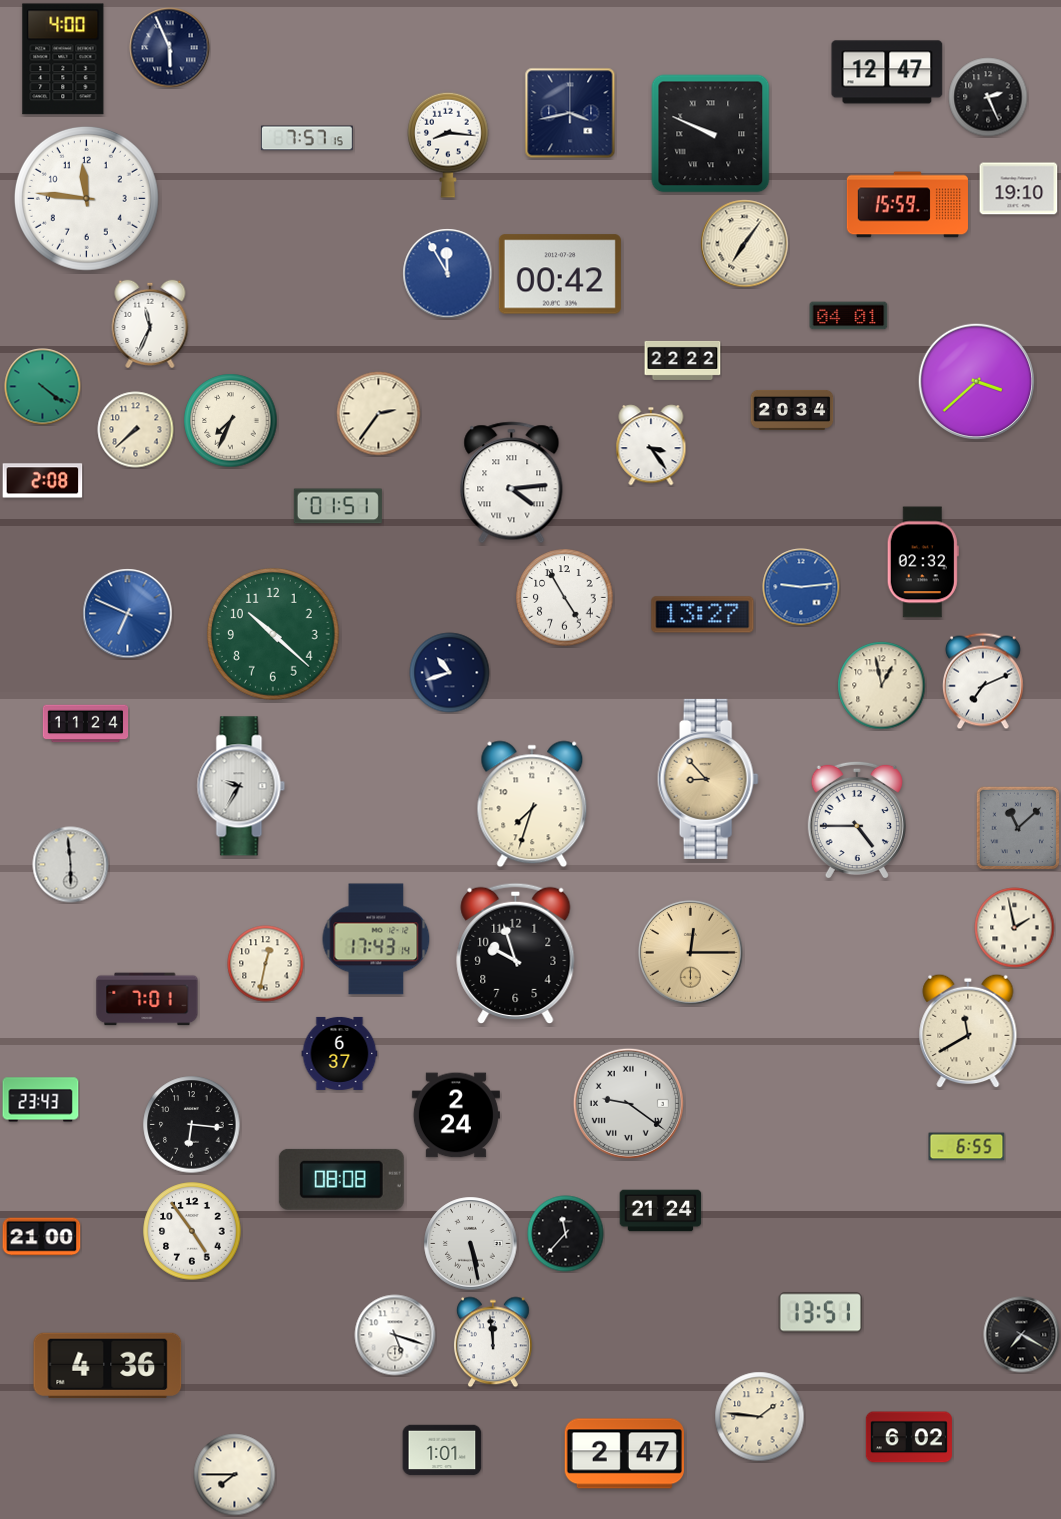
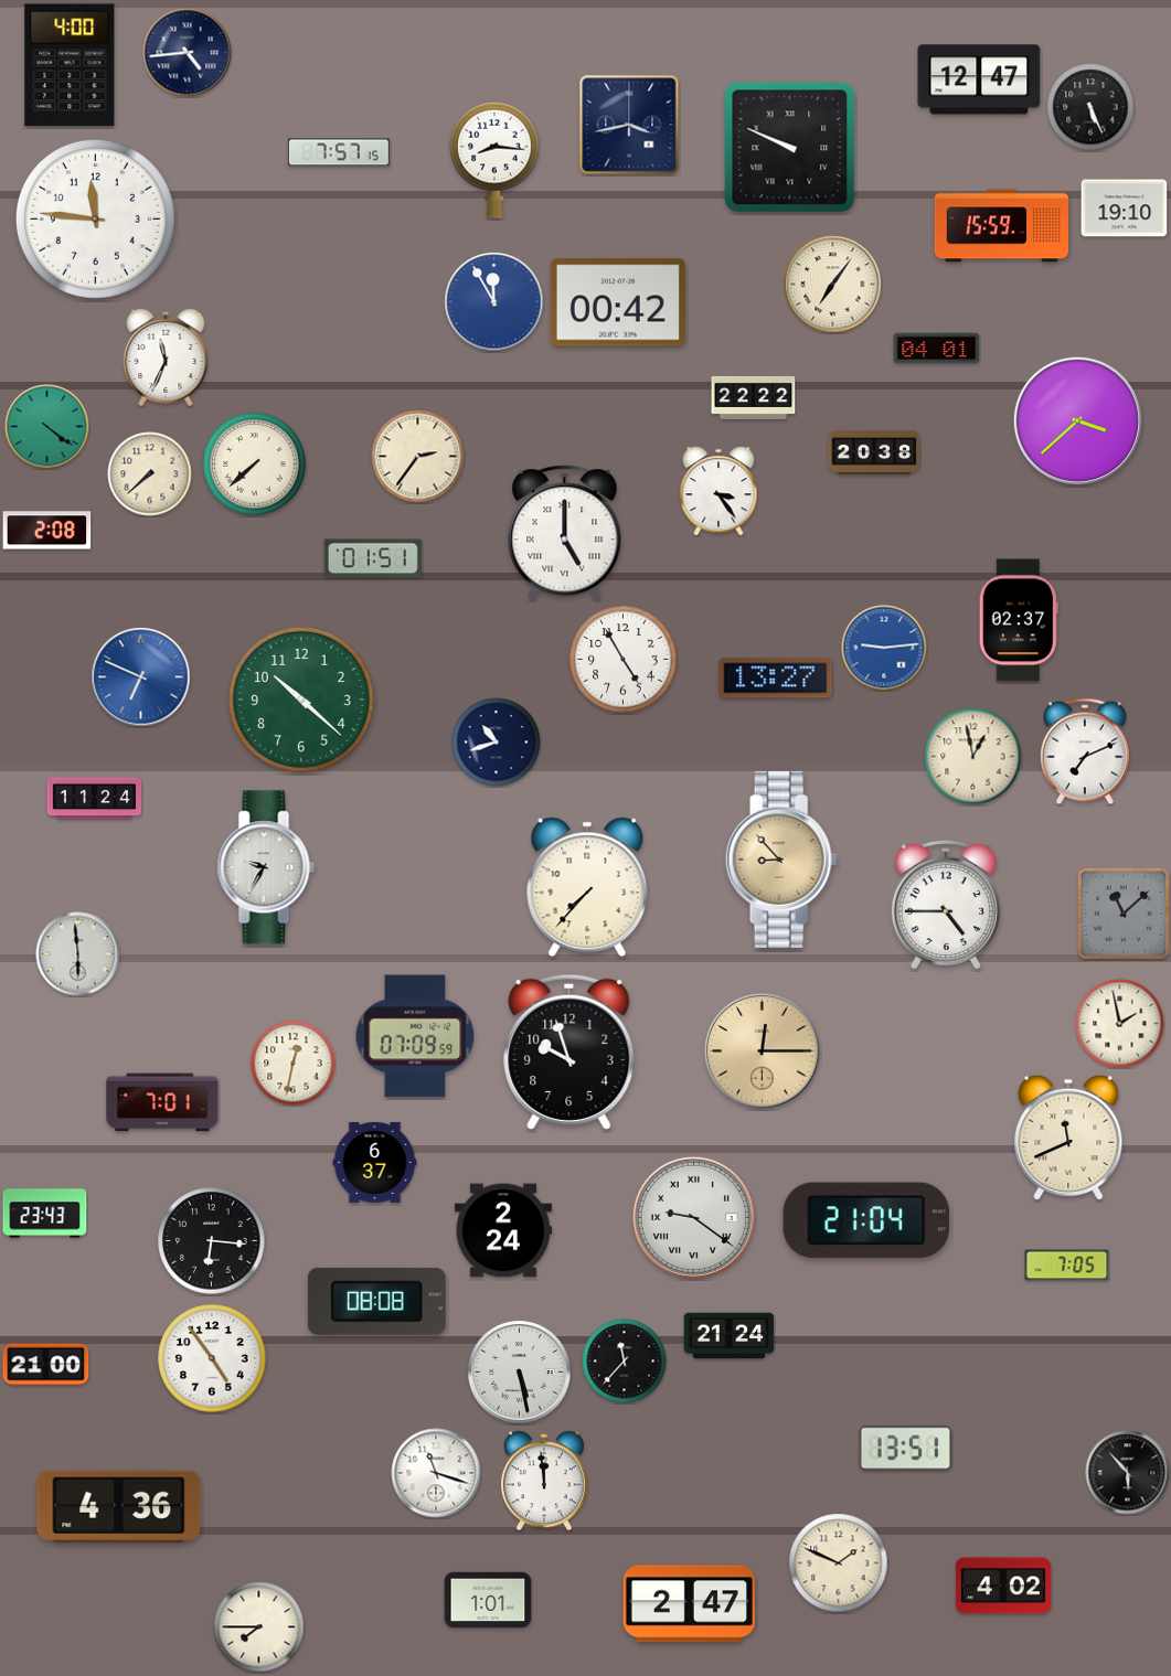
clock at (170, 48): 5:56 -> 4:44
clock at (988, 97): 2:26 -> 5:26
clock at (711, 134) position: (711, 134) -> (790, 148)
clock at (745, 244) position: (745, 244) -> (833, 285)
clock at (792, 410): 20:34 -> 20:38
clock at (231, 421): 7:34 -> 7:38
clock at (512, 483): 4:14 -> 5:00
clock at (923, 562): 02:32 -> 02:37
clock at (532, 804): 7:33 -> 7:37
clock at (376, 939): 17:43 -> 07:09
clock at (968, 1031): 11:40 -> 11:41
clock at (866, 1220): none -> 21:04
clock at (967, 1147): 6:55 -> 7:05
clock at (395, 1335): 5:18 -> 11:18
clock at (1022, 1335): 7:20 -> 5:53
clock at (760, 1417): 1:46 -> 1:49
clock at (909, 1437): 6:02 -> 4:02
